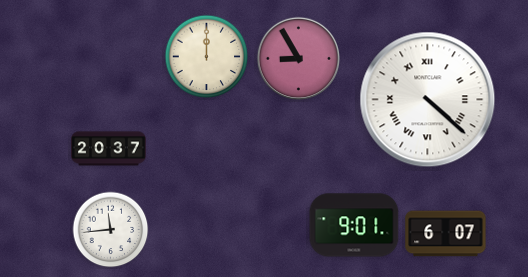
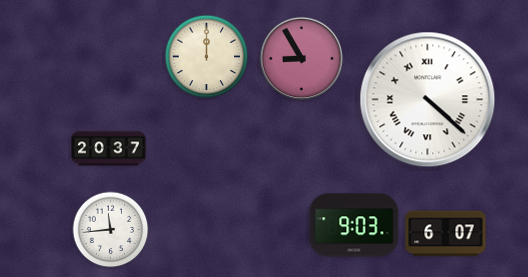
clock at (298, 58) position: (298, 58) -> (301, 58)
clock at (354, 225): 9:01 -> 9:03
